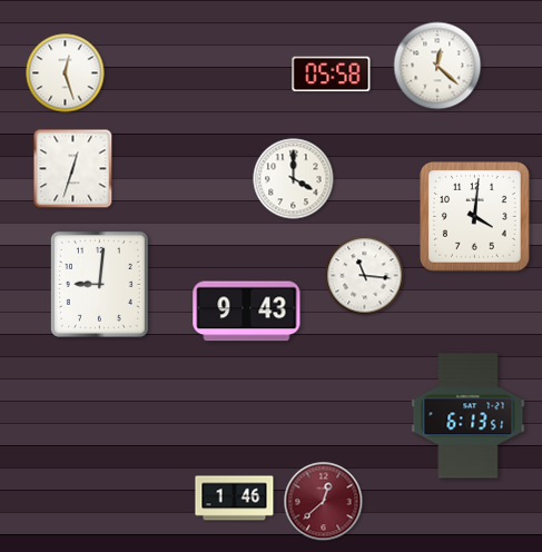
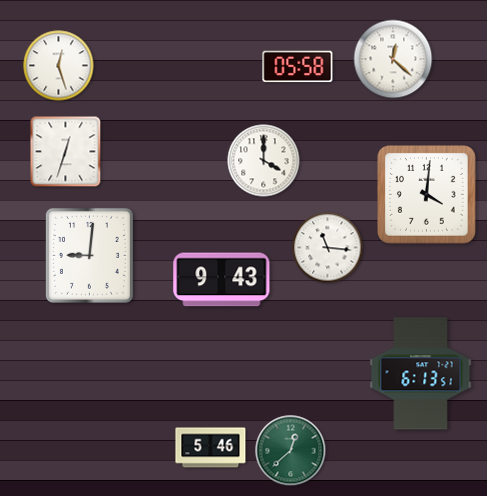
clock at (235, 499): 1:46 -> 5:46
clock at (324, 502) dial: burgundy -> green
